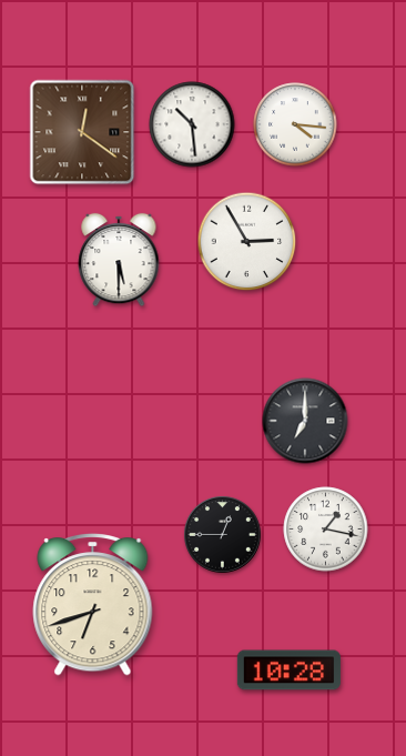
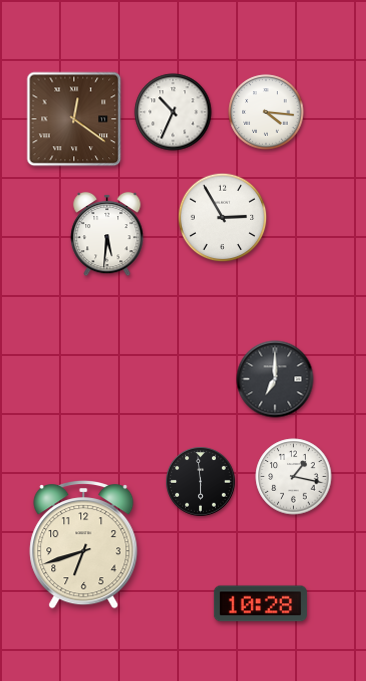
clock at (192, 124): 10:29 -> 10:34
clock at (119, 260): 5:30 -> 5:31
clock at (223, 535): 12:45 -> 5:59
